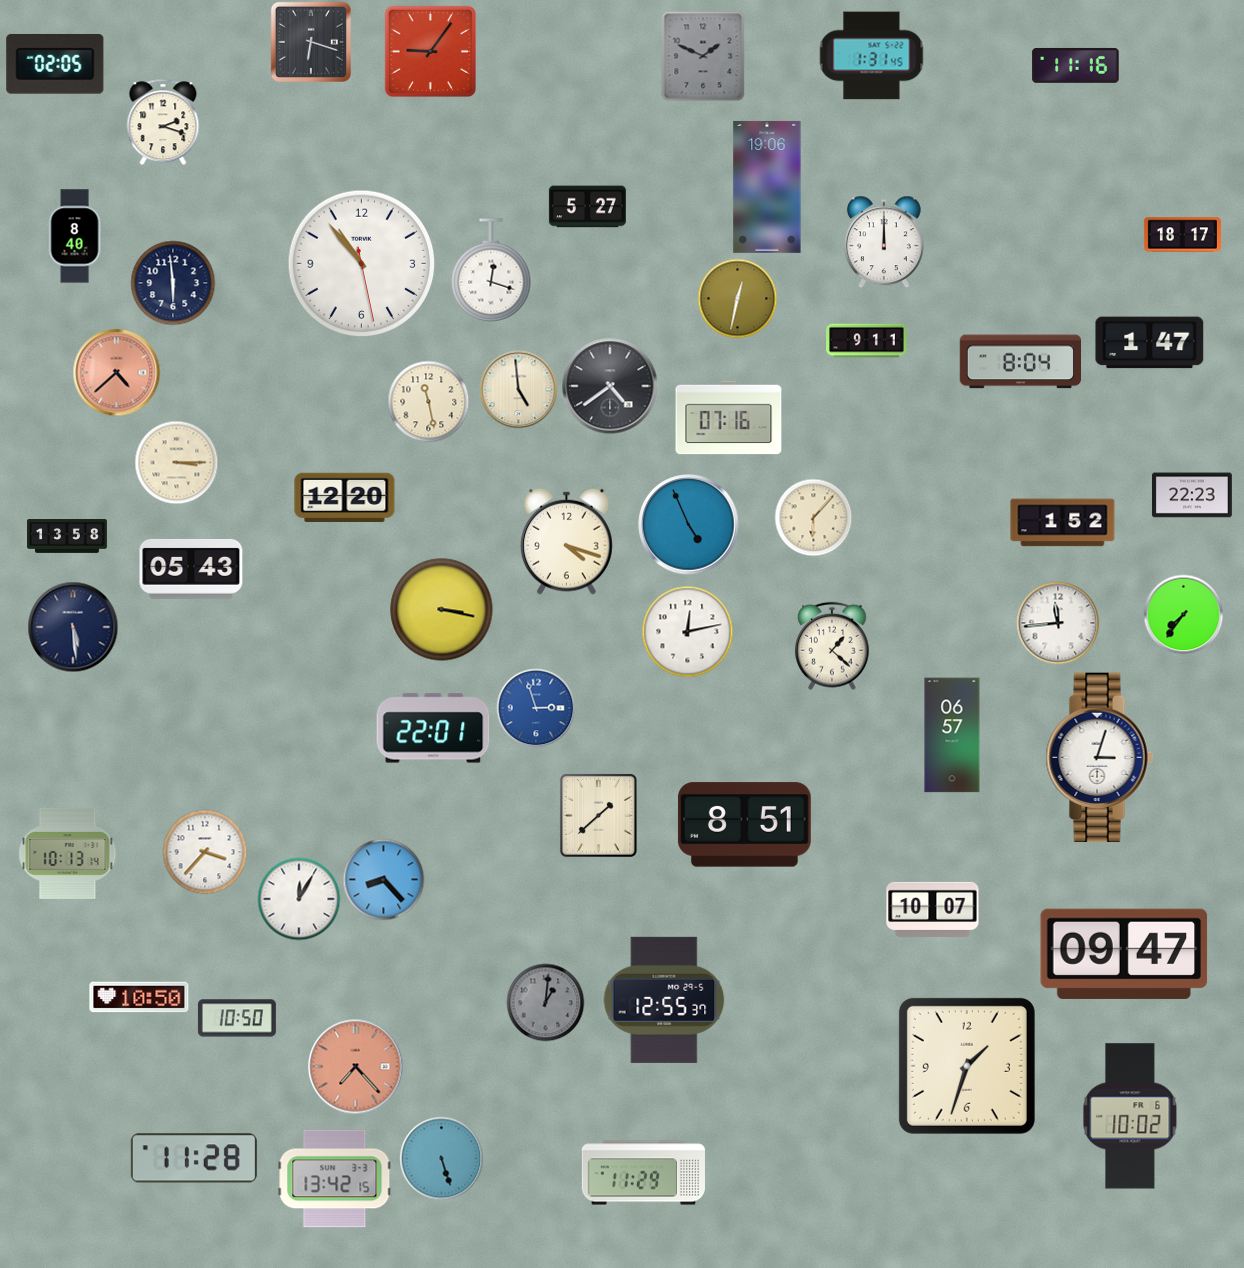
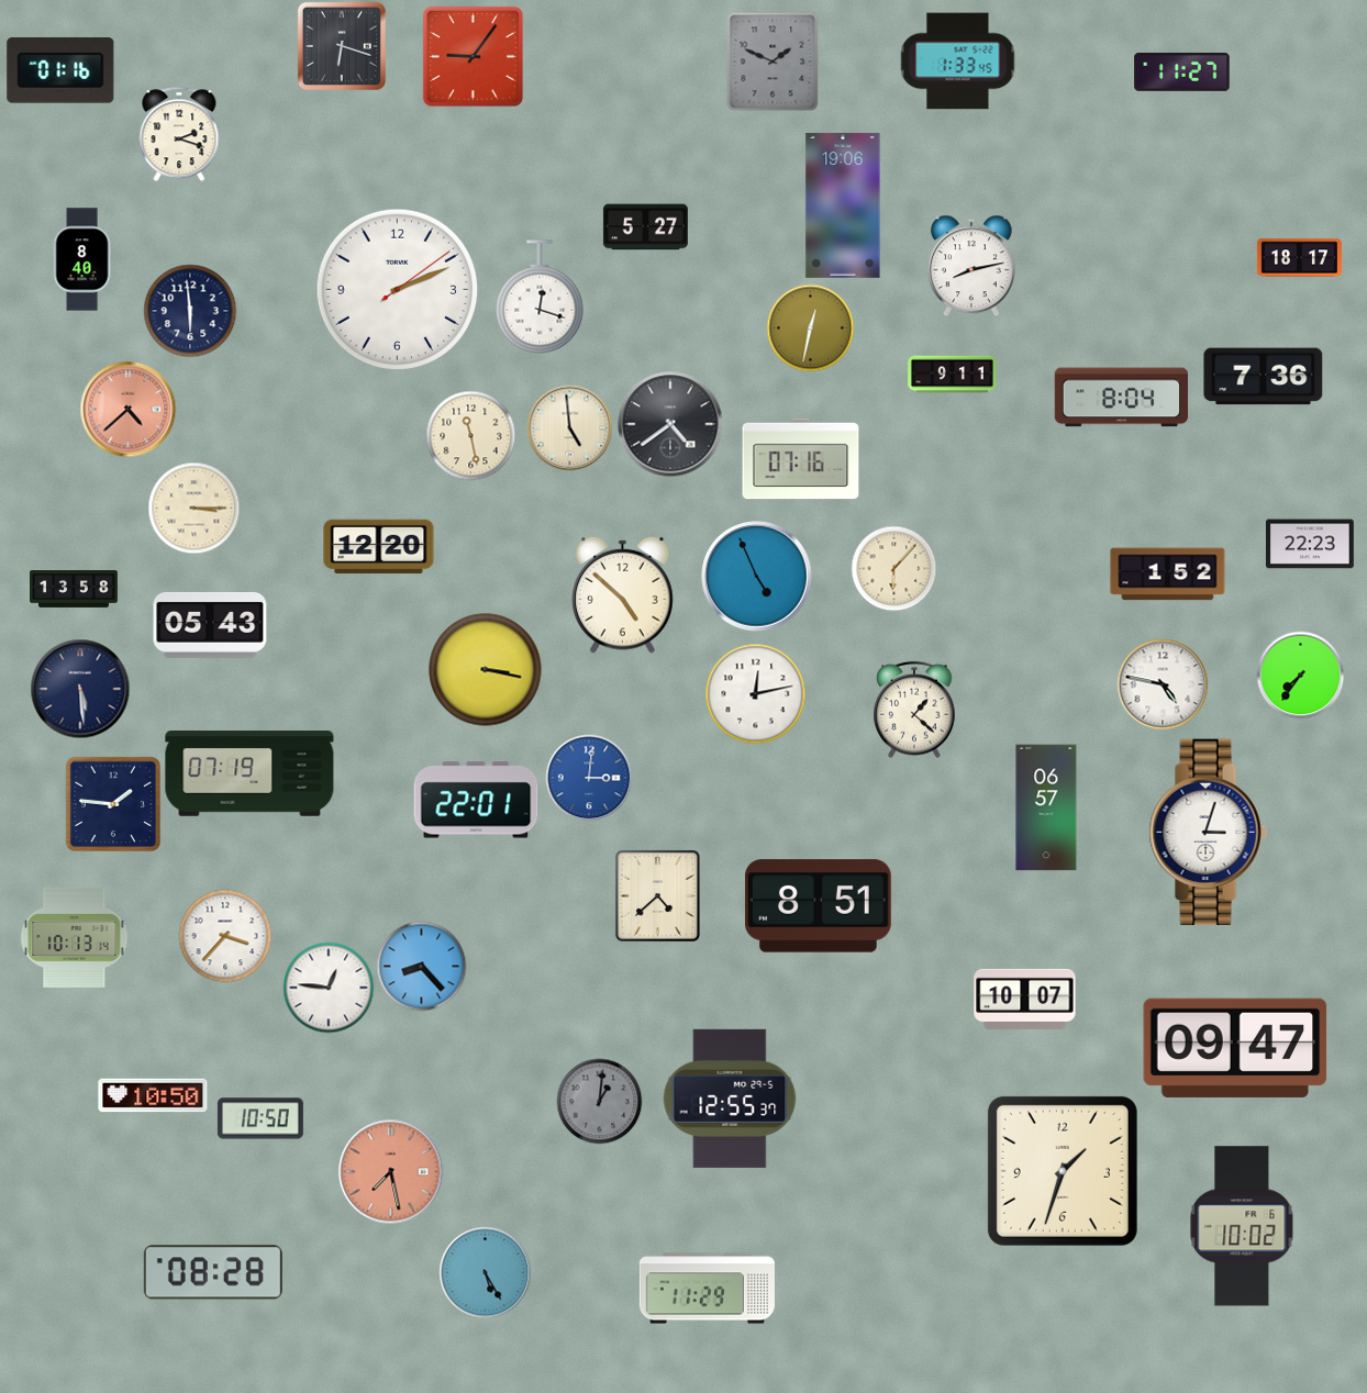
clock at (871, 56): 1:31 -> 1:33
clock at (55, 64): 02:05 -> 01:16
clock at (1076, 65): 11:16 -> 11:27
clock at (884, 242): 12:00 -> 8:13
clock at (362, 264): 10:53 -> 2:11
clock at (1150, 343): 1:47 -> 7:36
clock at (428, 401) position: (428, 401) -> (470, 435)
clock at (567, 541): 4:18 -> 4:52
clock at (1058, 623): 11:44 -> 4:47
clock at (249, 773): none -> 07:19
clock at (536, 708): 2:57 -> 3:01
clock at (113, 804): none -> 1:46
clock at (598, 815): 1:38 -> 4:38
clock at (299, 899): 12:05 -> 12:46
clock at (355, 1066): 7:23 -> 7:28
clock at (194, 1158): 11:28 -> 08:28
clock at (441, 1158): 5:27 -> 5:25
clock at (335, 1179): 13:42 -> none
